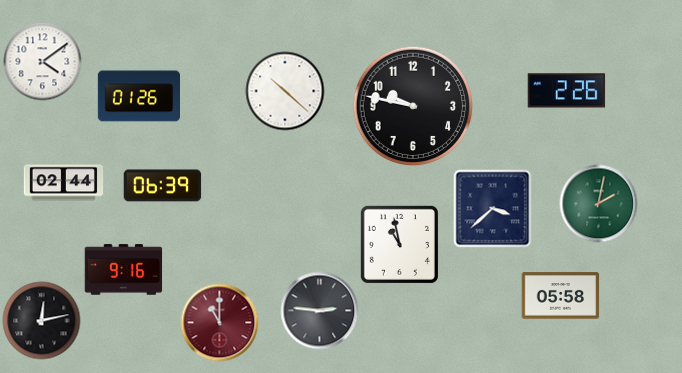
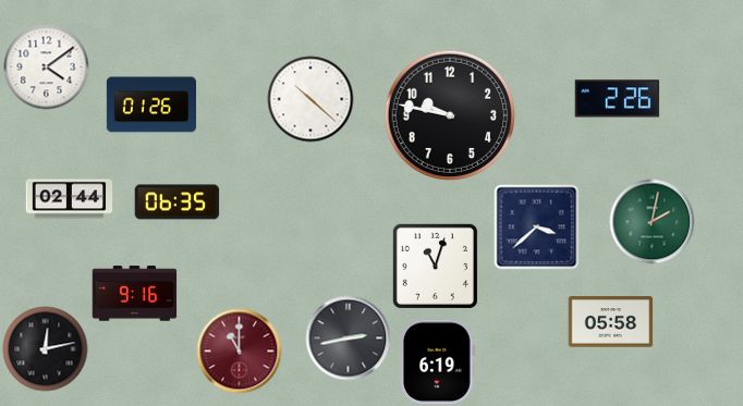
clock at (162, 186): 06:39 -> 06:35
clock at (399, 244): 10:58 -> 11:03
clock at (319, 310): 2:46 -> 2:43
clock at (438, 361): none -> 6:19
